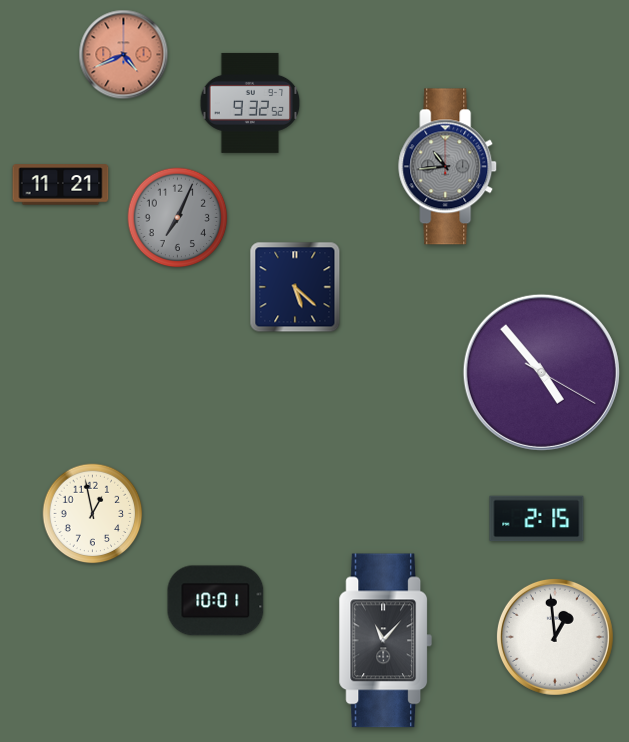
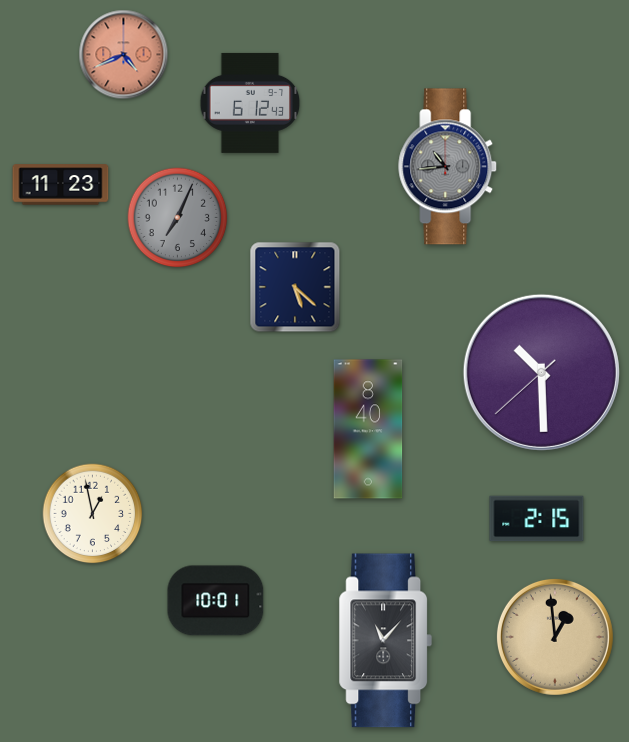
clock at (250, 103): 9:32 -> 6:12
clock at (61, 185): 11:21 -> 11:23
clock at (541, 372): 4:53 -> 10:29
clock at (368, 429): none -> 8:40
clock at (555, 637) dial: white -> champagne
